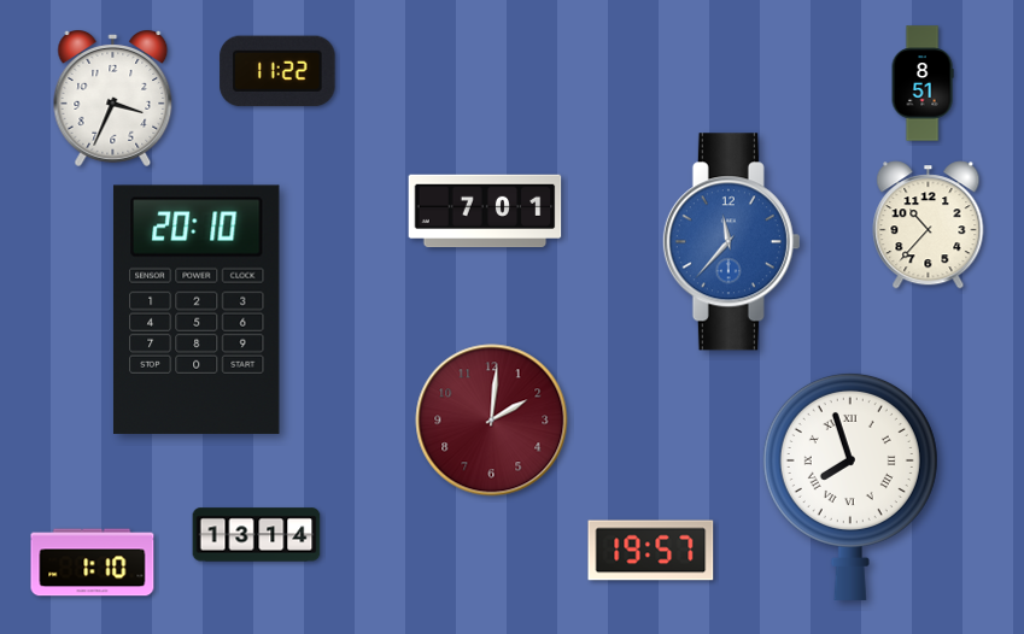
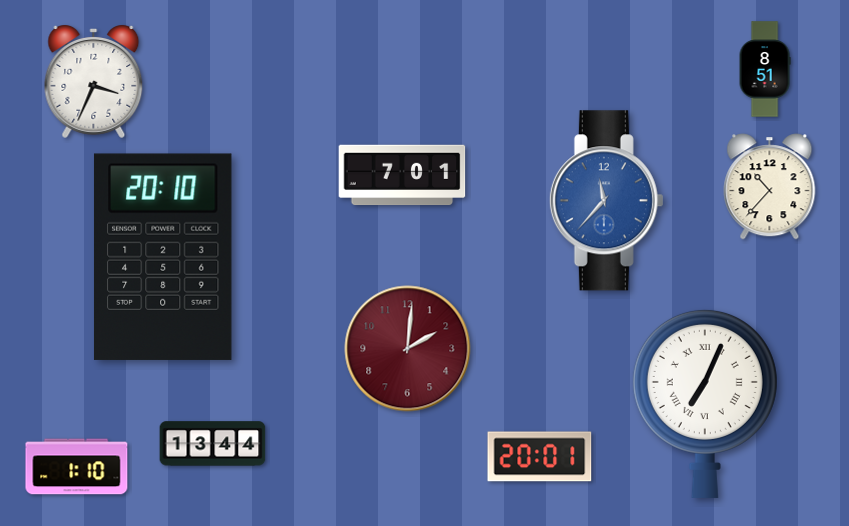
clock at (277, 71): 11:22 -> none
clock at (850, 486): 7:57 -> 7:04
clock at (257, 535): 13:14 -> 13:44
clock at (651, 551): 19:57 -> 20:01
